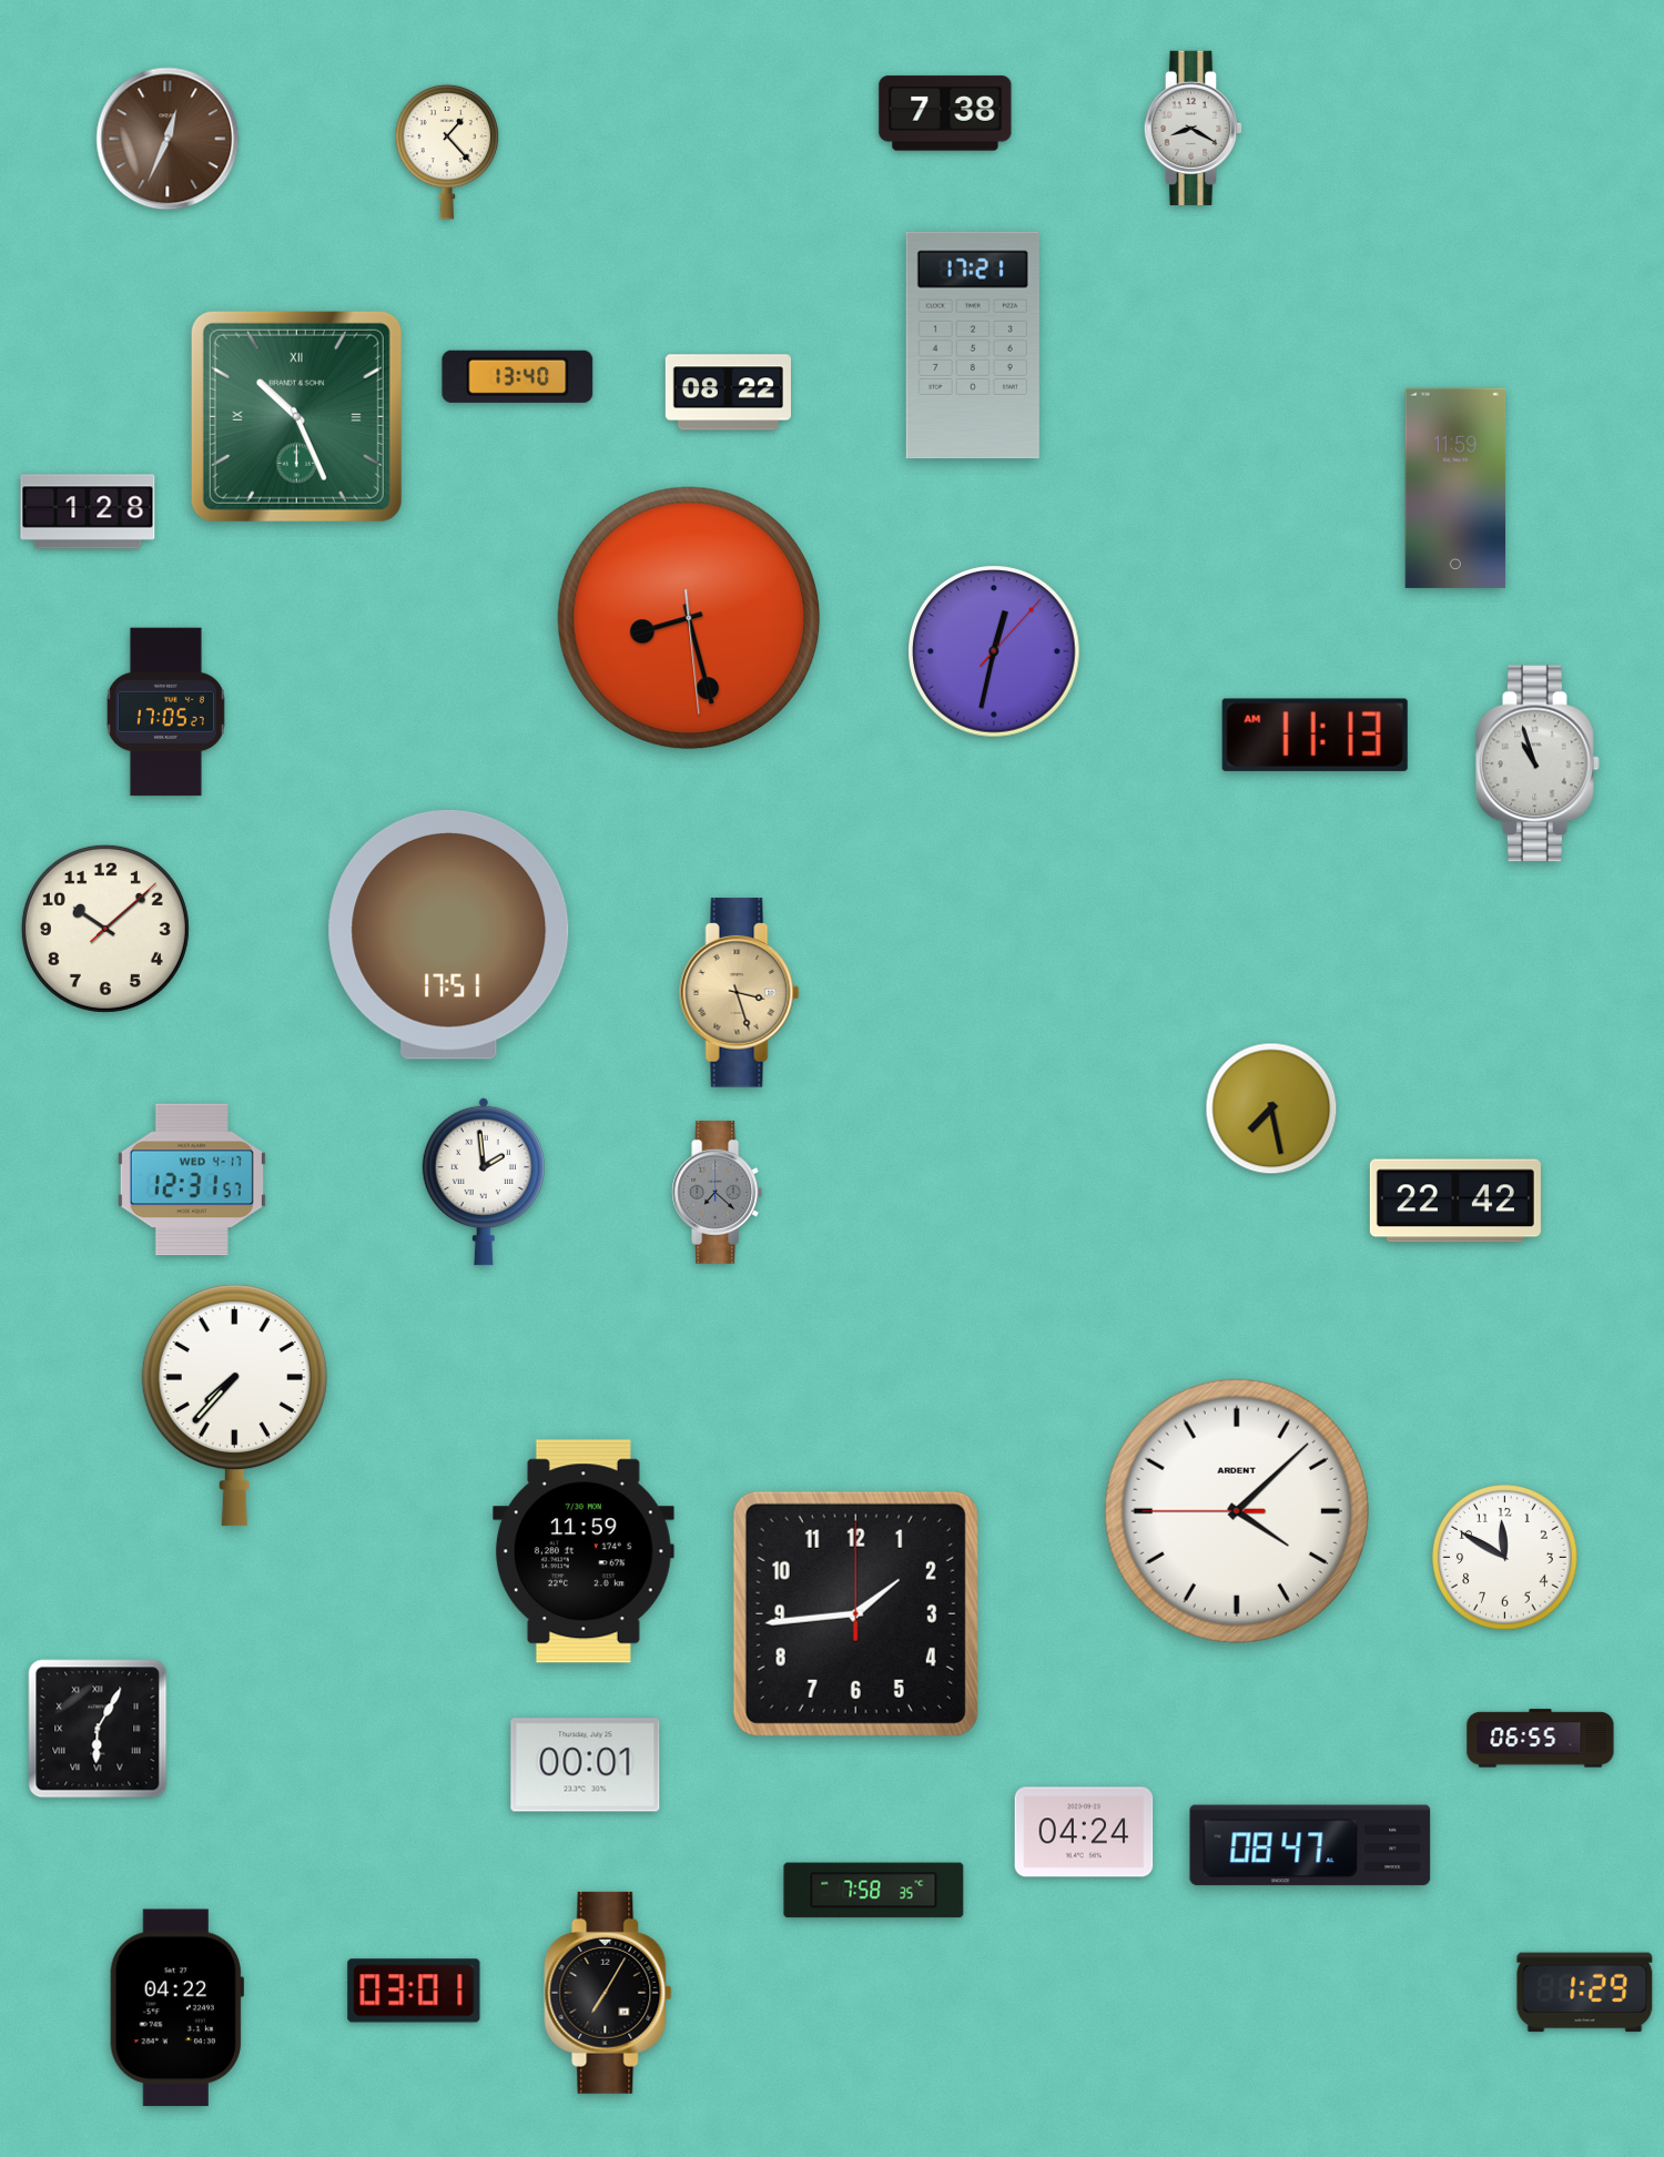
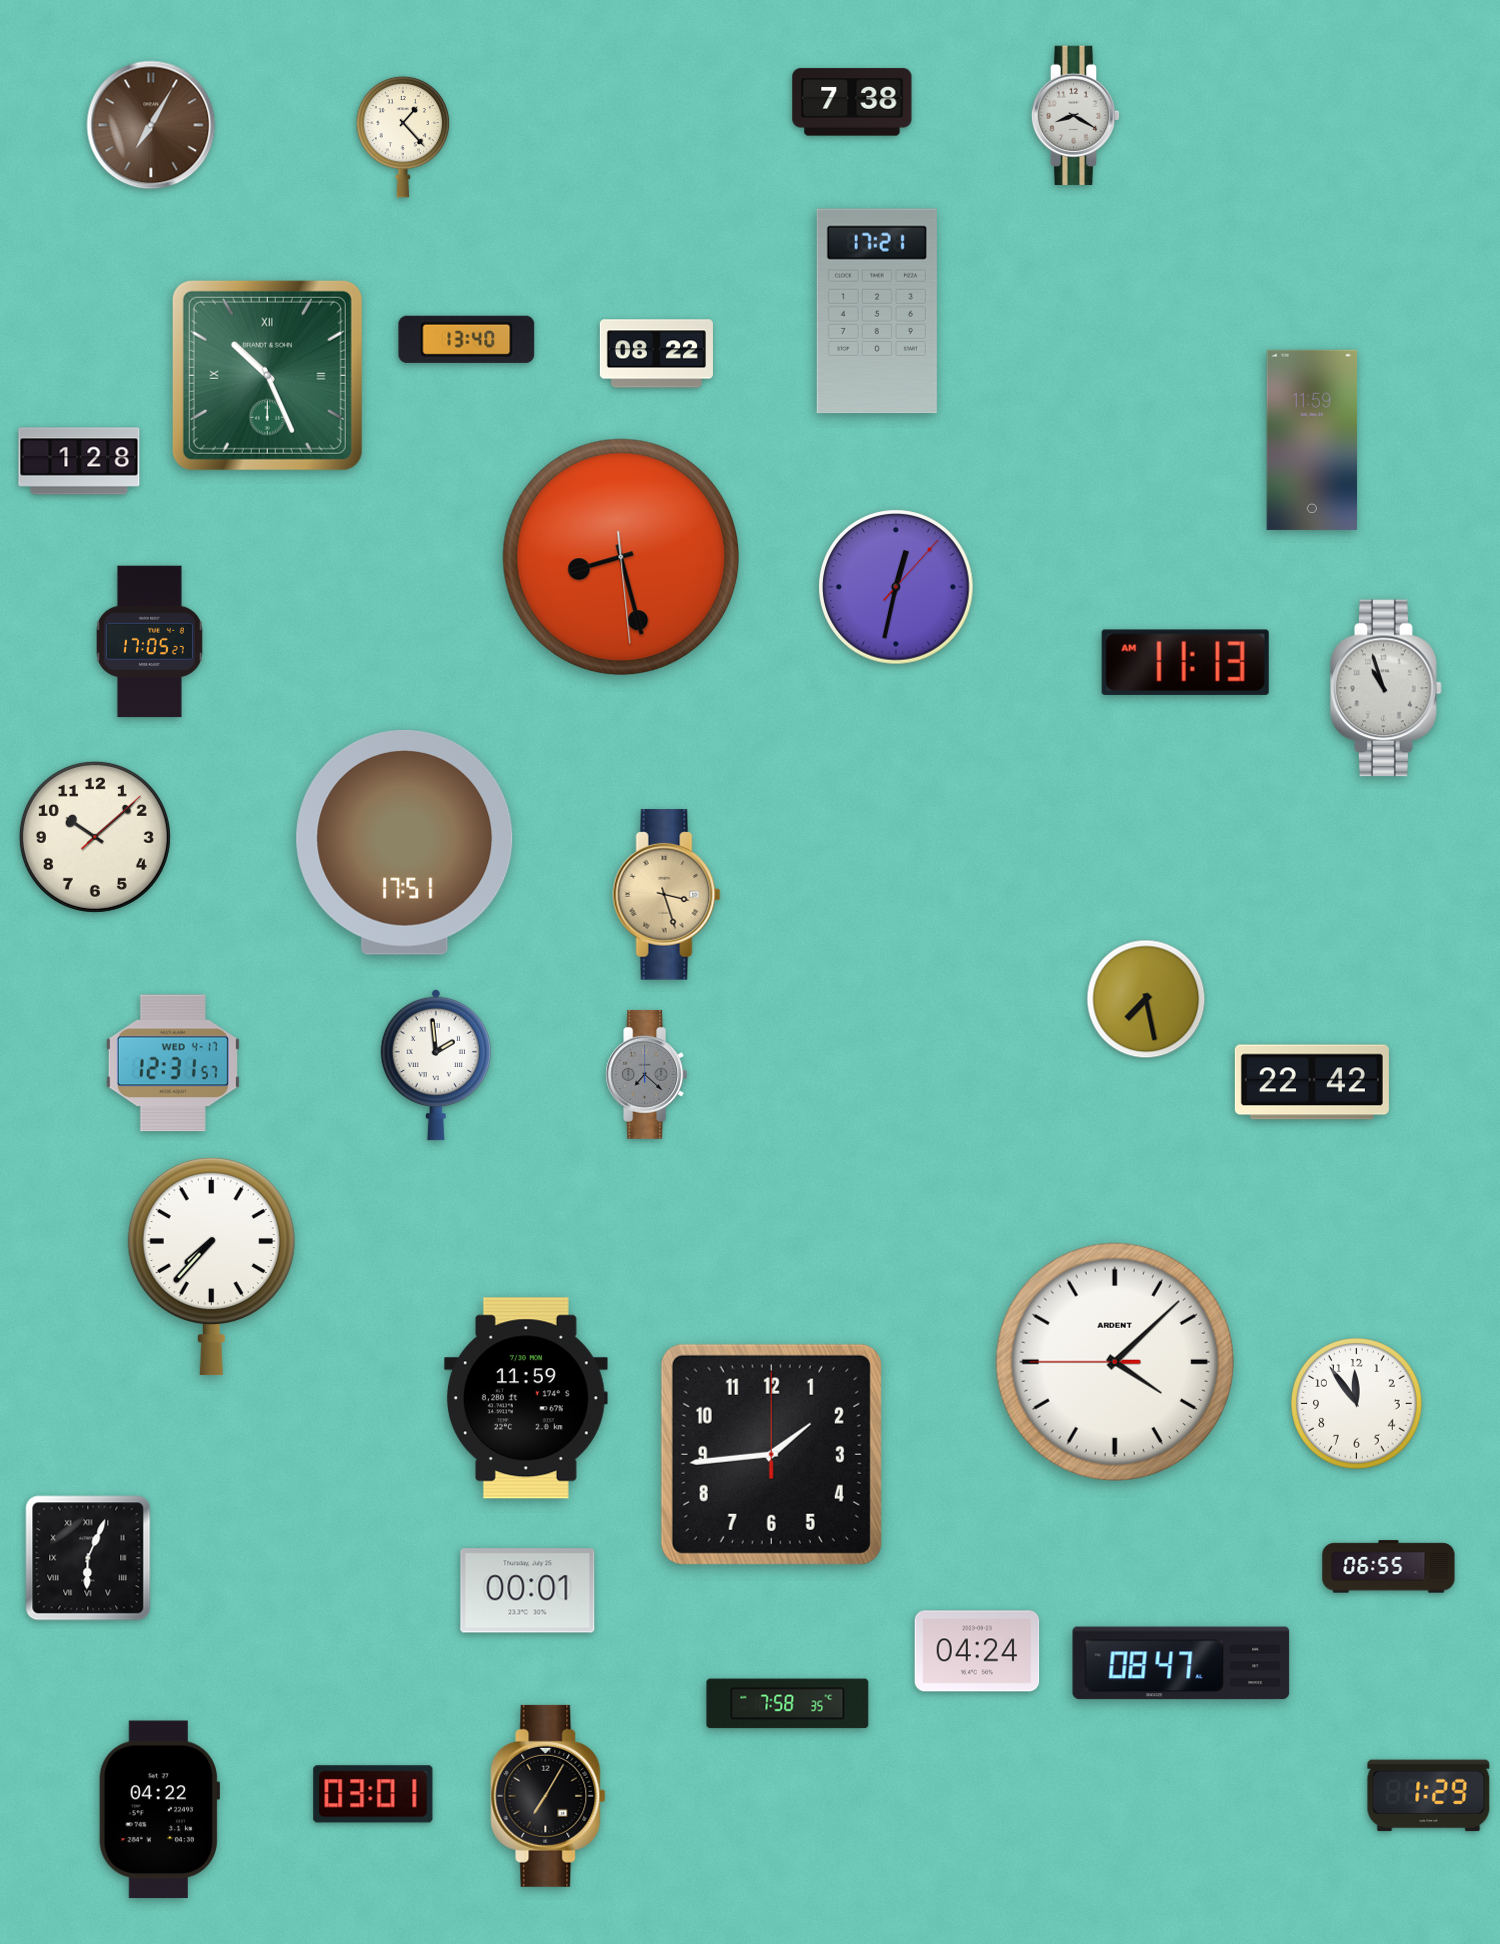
clock at (168, 139): 12:34 -> 7:05
clock at (1505, 1558): 11:50 -> 11:54
clock at (98, 1729): 6:05 -> 6:04
